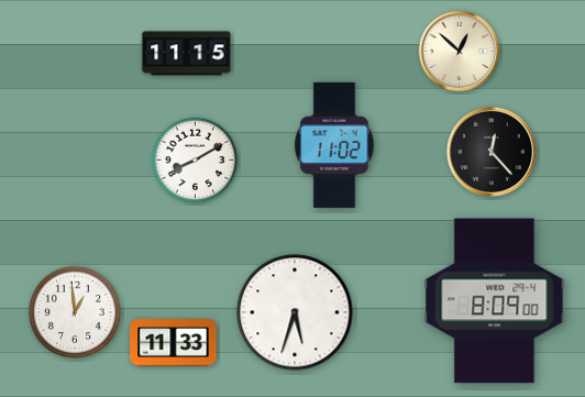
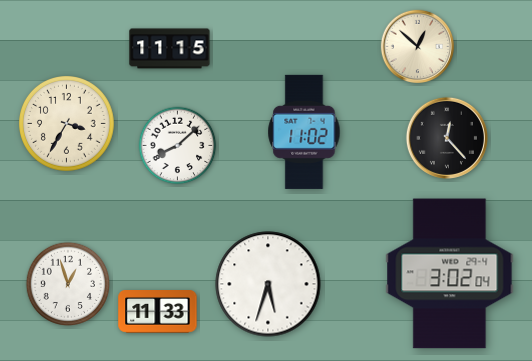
clock at (67, 124): none -> 3:35
clock at (196, 161): 8:10 -> 8:08
clock at (495, 301): 8:09 -> 3:02
clock at (74, 311): 12:59 -> 12:57
